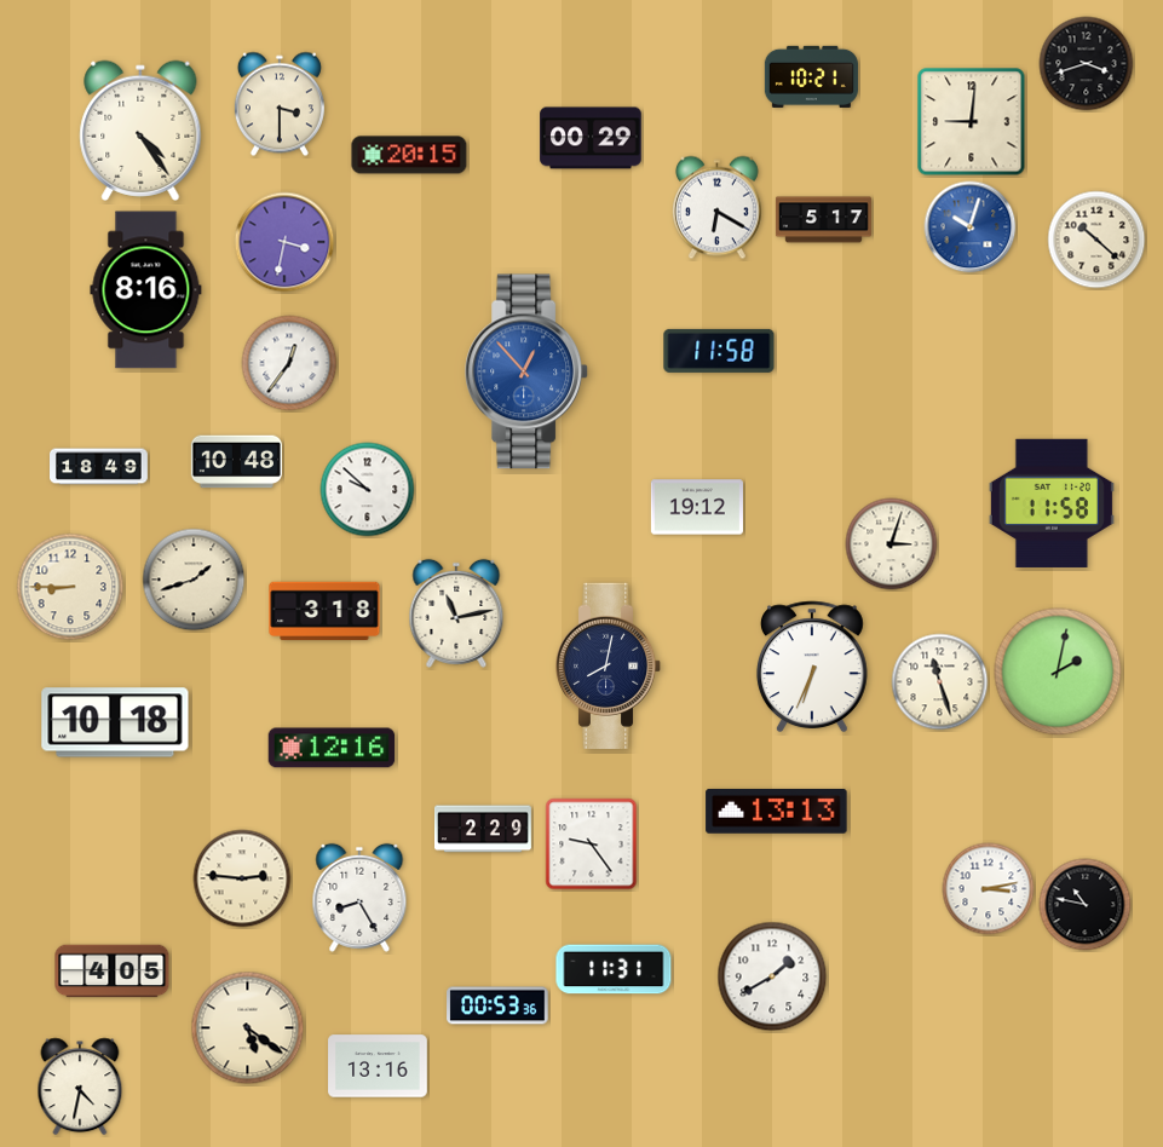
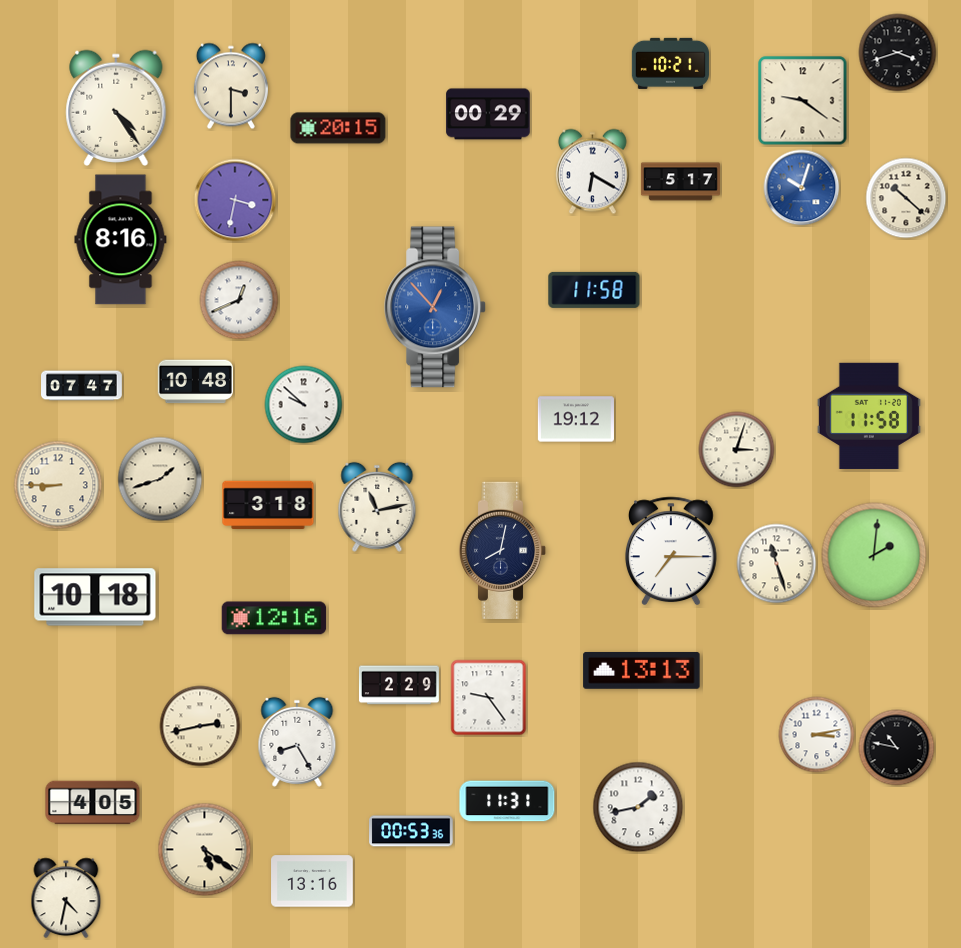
clock at (972, 122): 9:01 -> 9:21
clock at (289, 363): 12:36 -> 12:41
clock at (99, 467): 18:49 -> 07:47
clock at (812, 667): 6:34 -> 7:15
clock at (1058, 672): 2:02 -> 2:01
clock at (242, 878): 2:46 -> 2:43
clock at (772, 976): 1:40 -> 1:43
